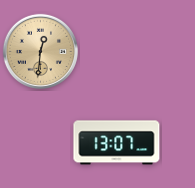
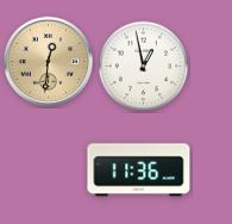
clock at (144, 67): none -> 12:58
clock at (117, 143): 13:07 -> 11:36
